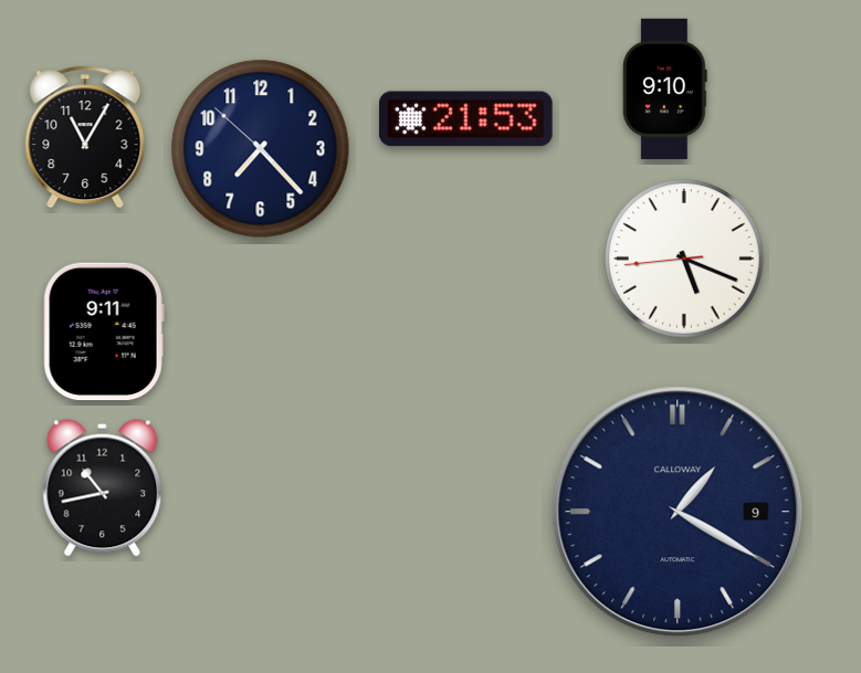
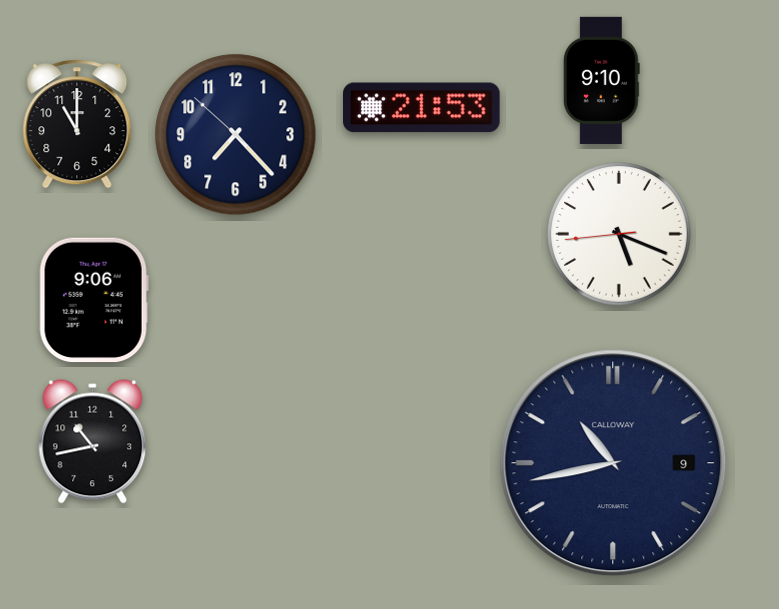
clock at (85, 137): 11:05 -> 11:00
clock at (104, 332): 9:11 -> 9:06
clock at (678, 512): 1:20 -> 10:43
